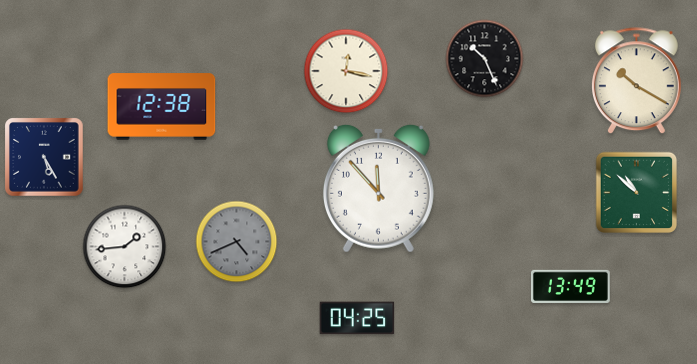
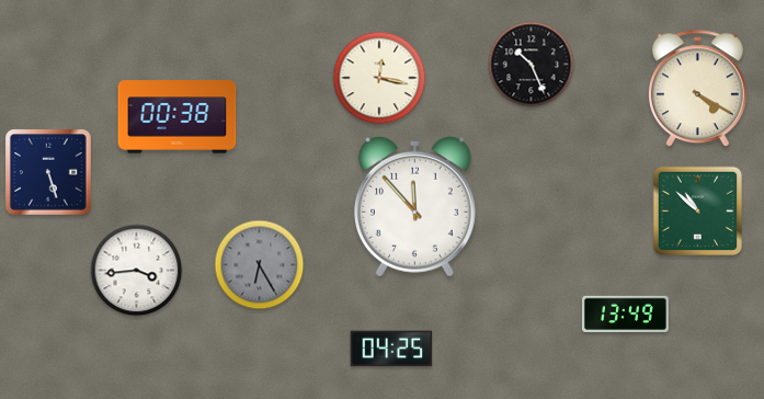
clock at (636, 81): 10:20 -> 4:20
clock at (162, 107): 12:38 -> 00:38
clock at (44, 157): 5:25 -> 5:27
clock at (237, 242): 4:41 -> 6:25
clock at (125, 247): 1:44 -> 3:44
